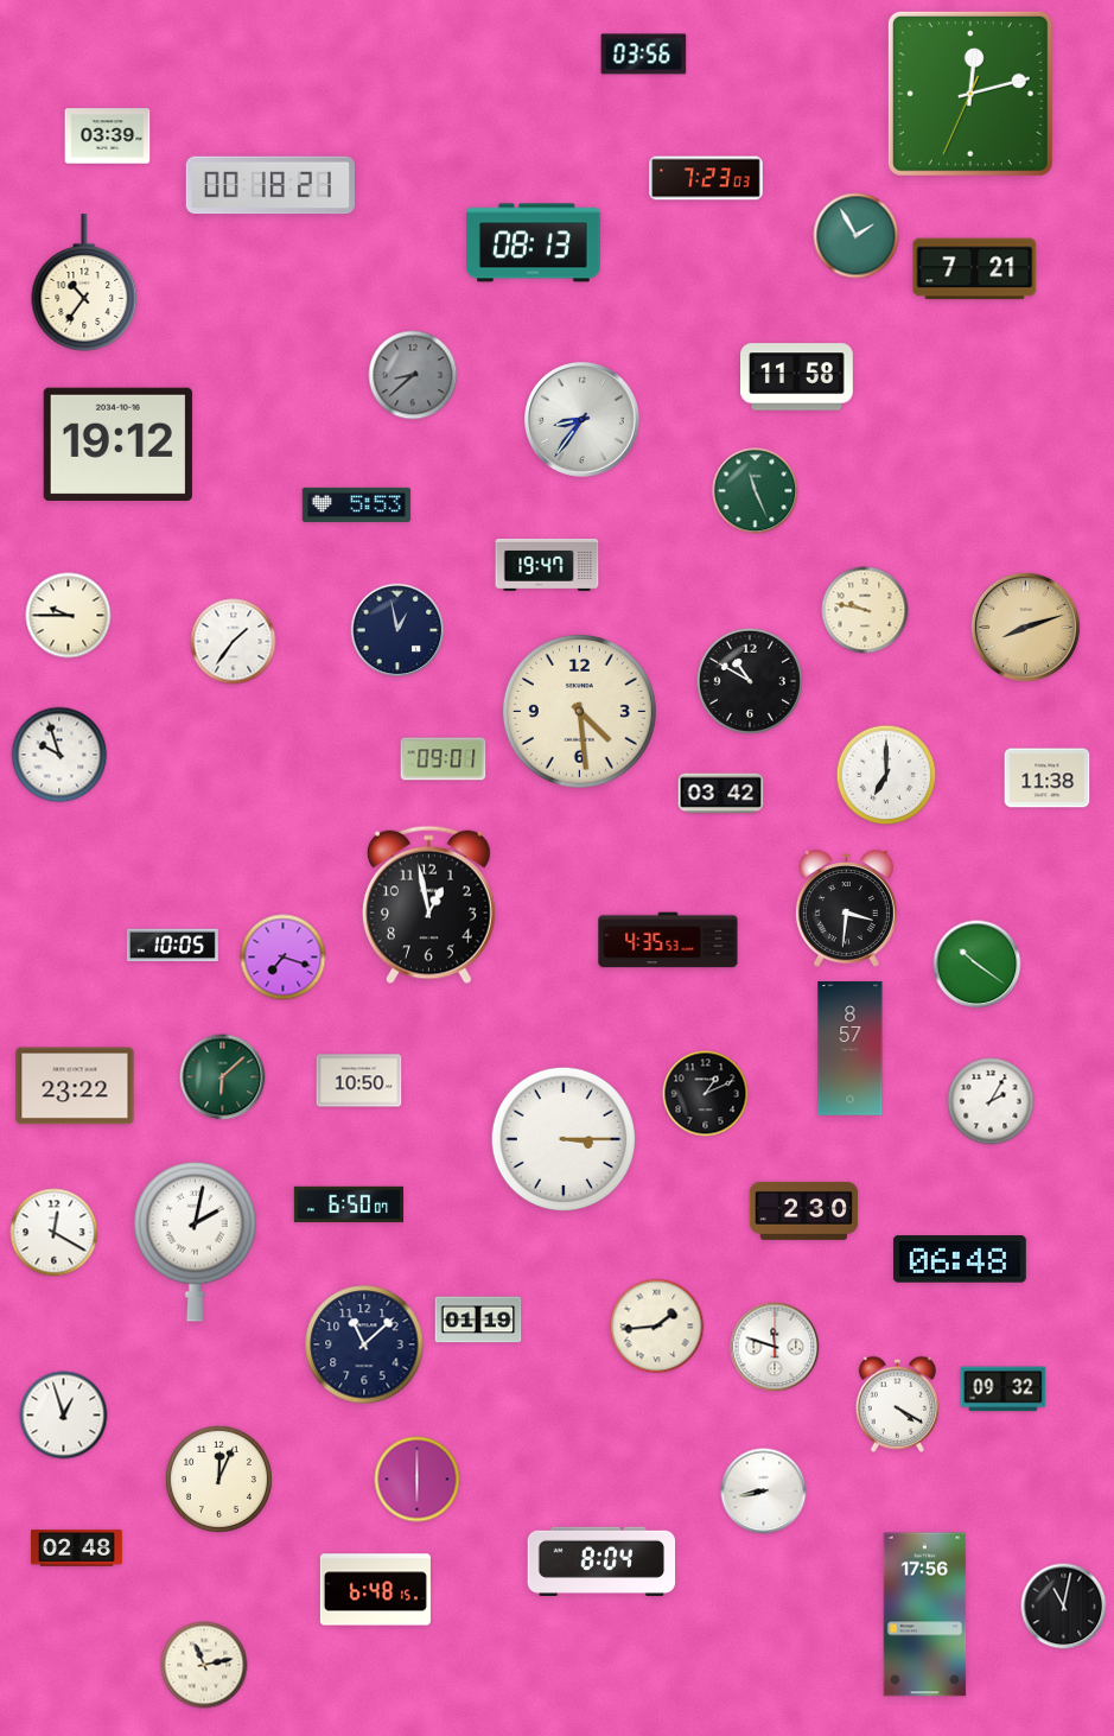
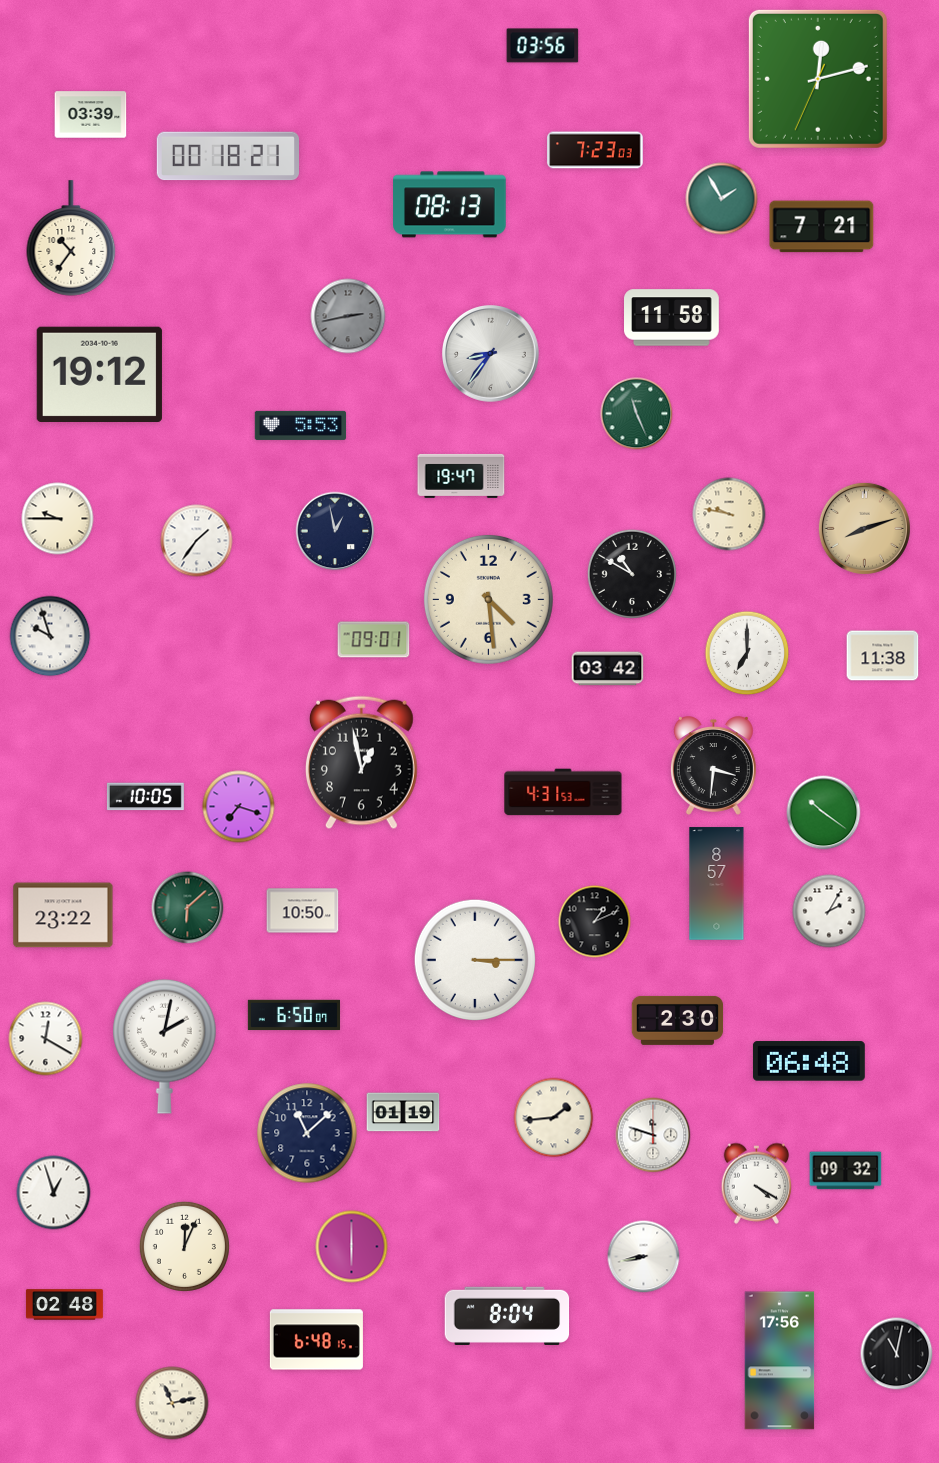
clock at (413, 375): 8:38 -> 2:43
clock at (668, 940): 4:35 -> 4:31
clock at (991, 1101) position: (991, 1101) -> (829, 911)
